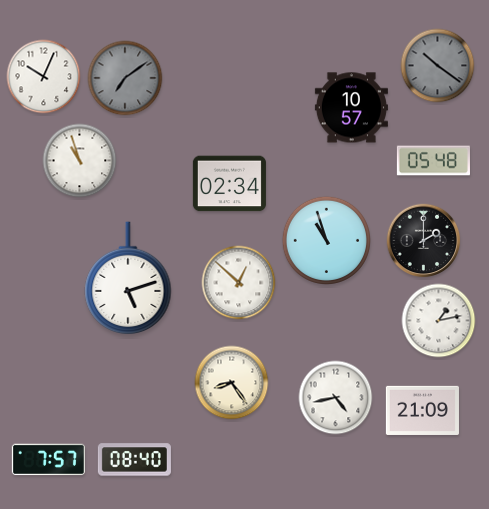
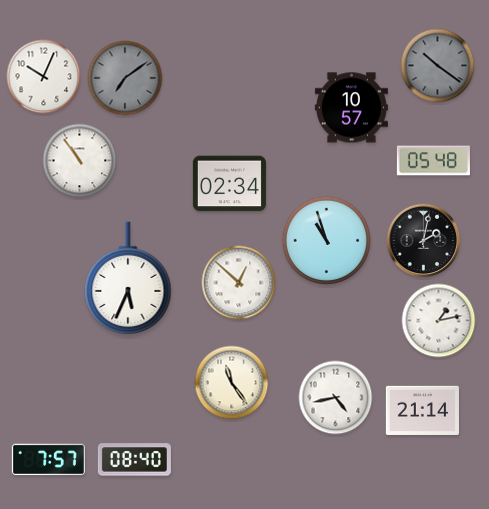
clock at (80, 161): 10:57 -> 10:54
clock at (424, 241): 2:00 -> 2:02
clock at (128, 279): 5:12 -> 5:34
clock at (232, 383): 8:24 -> 11:24
clock at (422, 410): 21:09 -> 21:14
